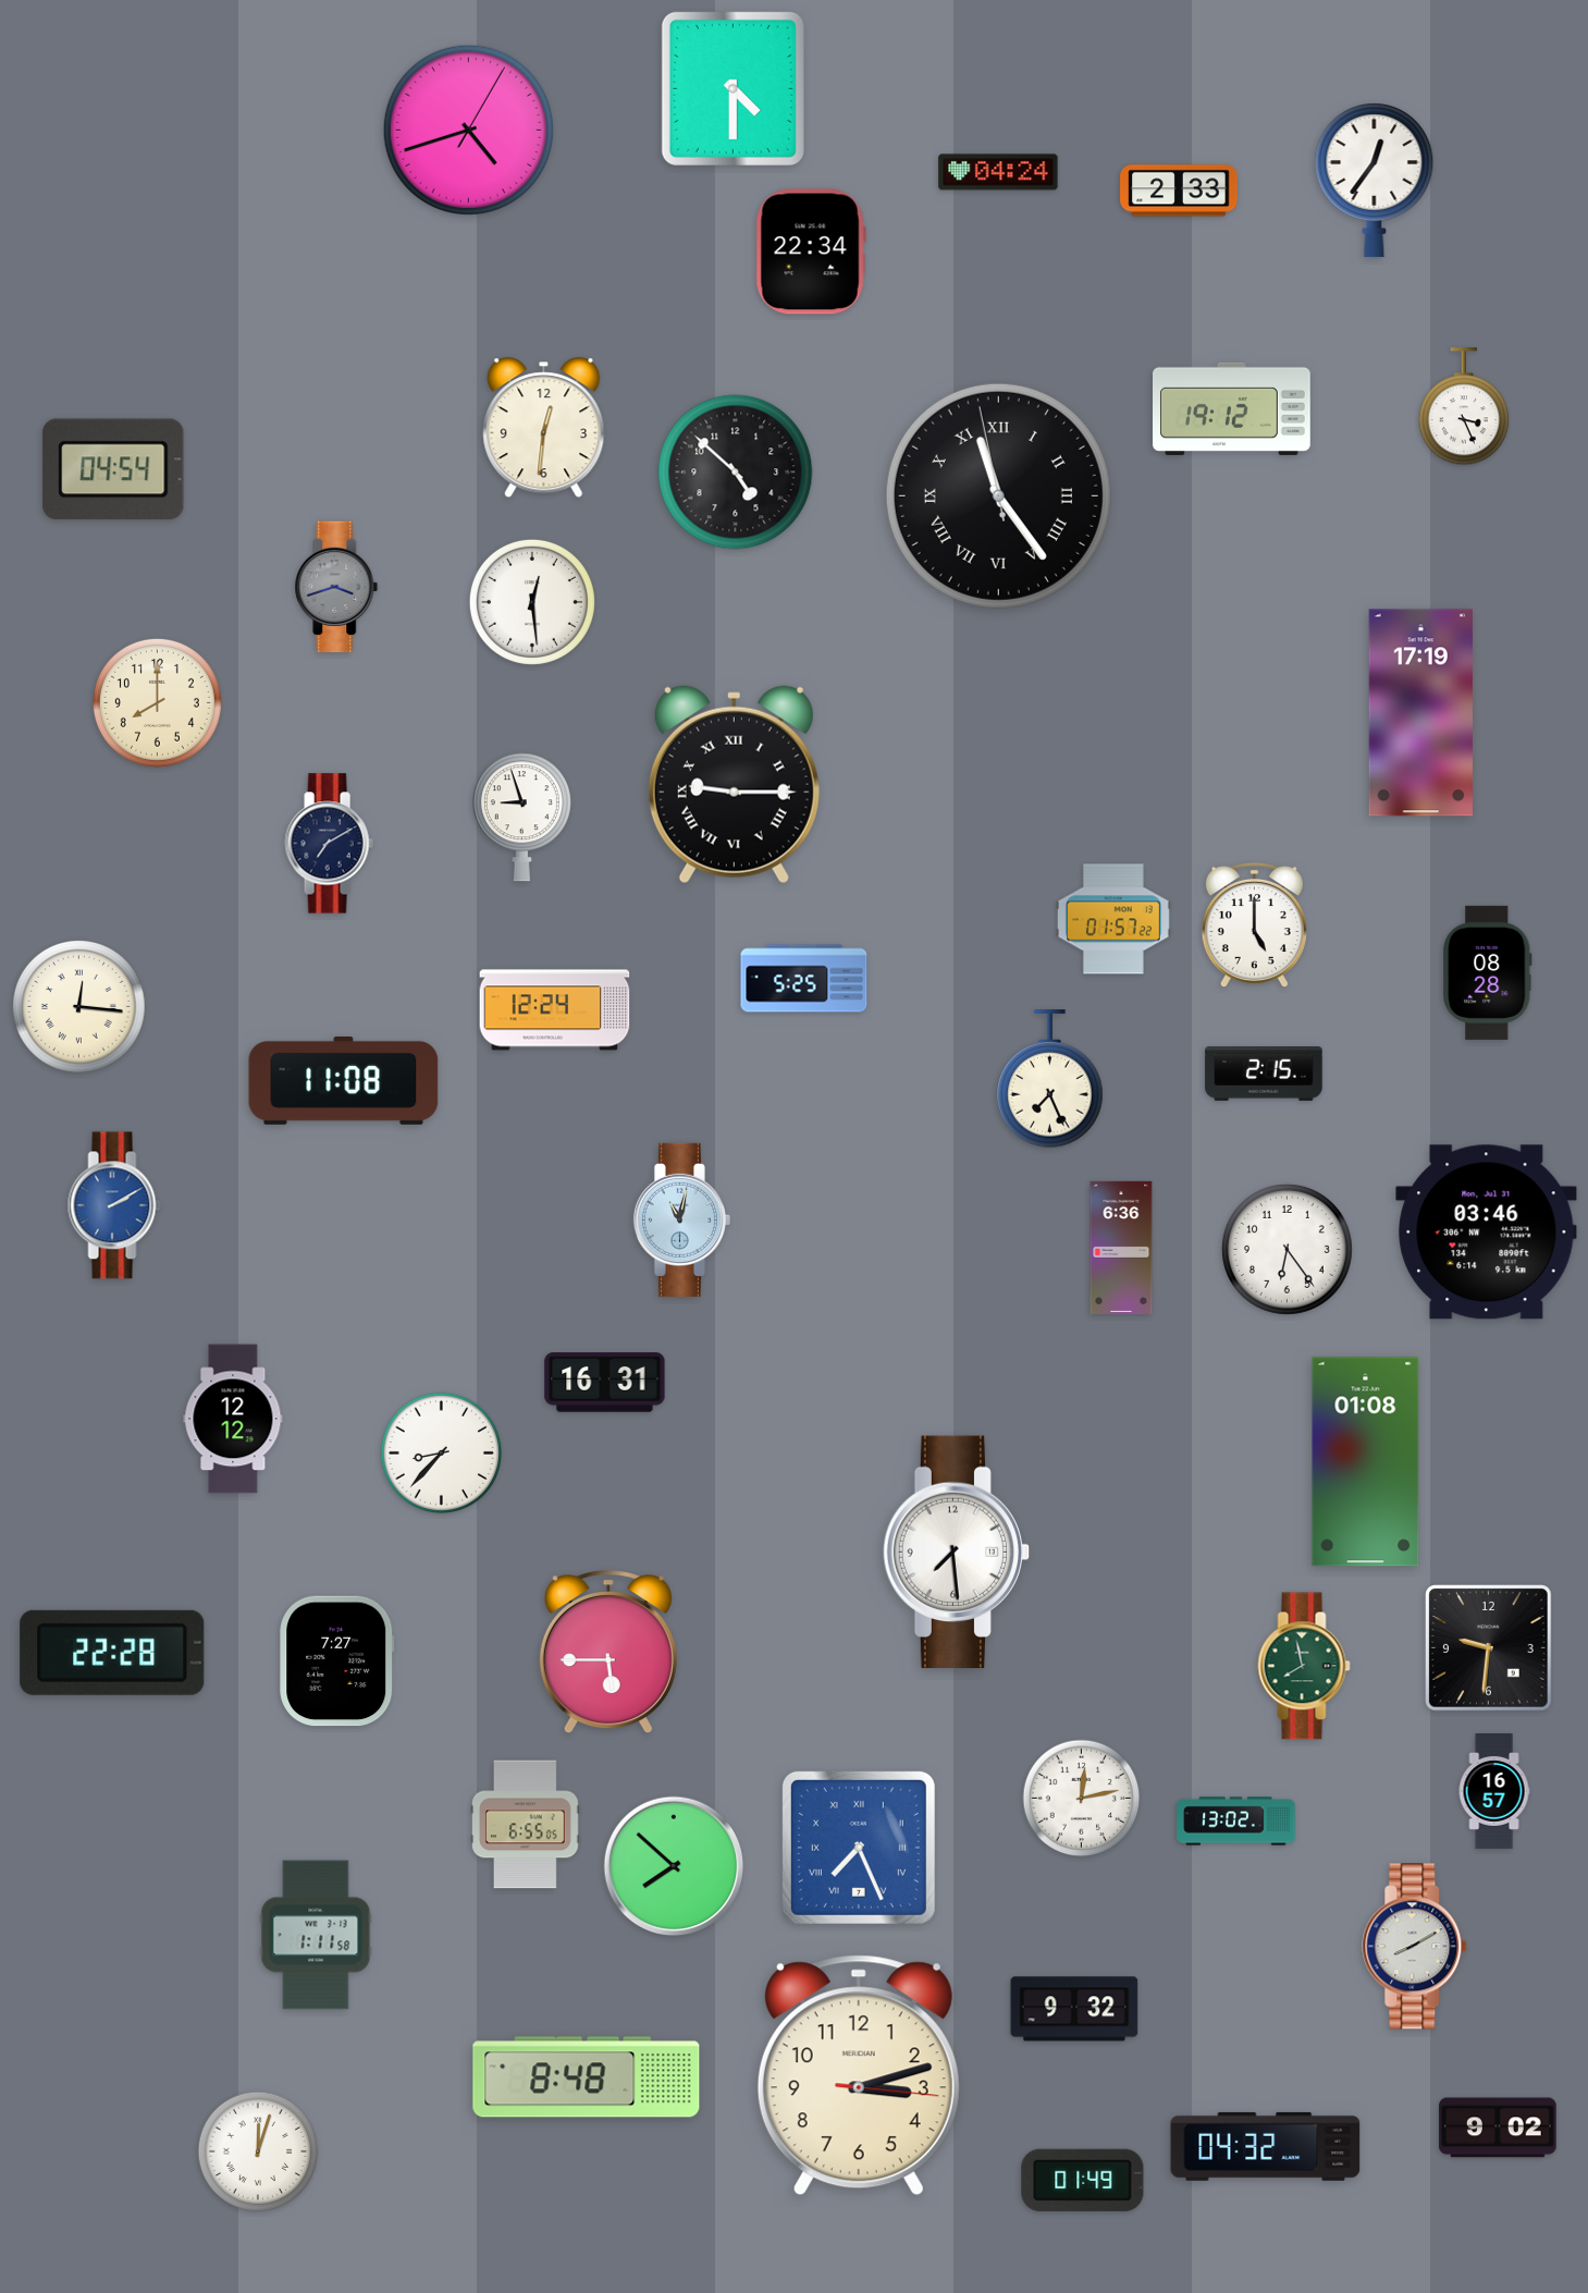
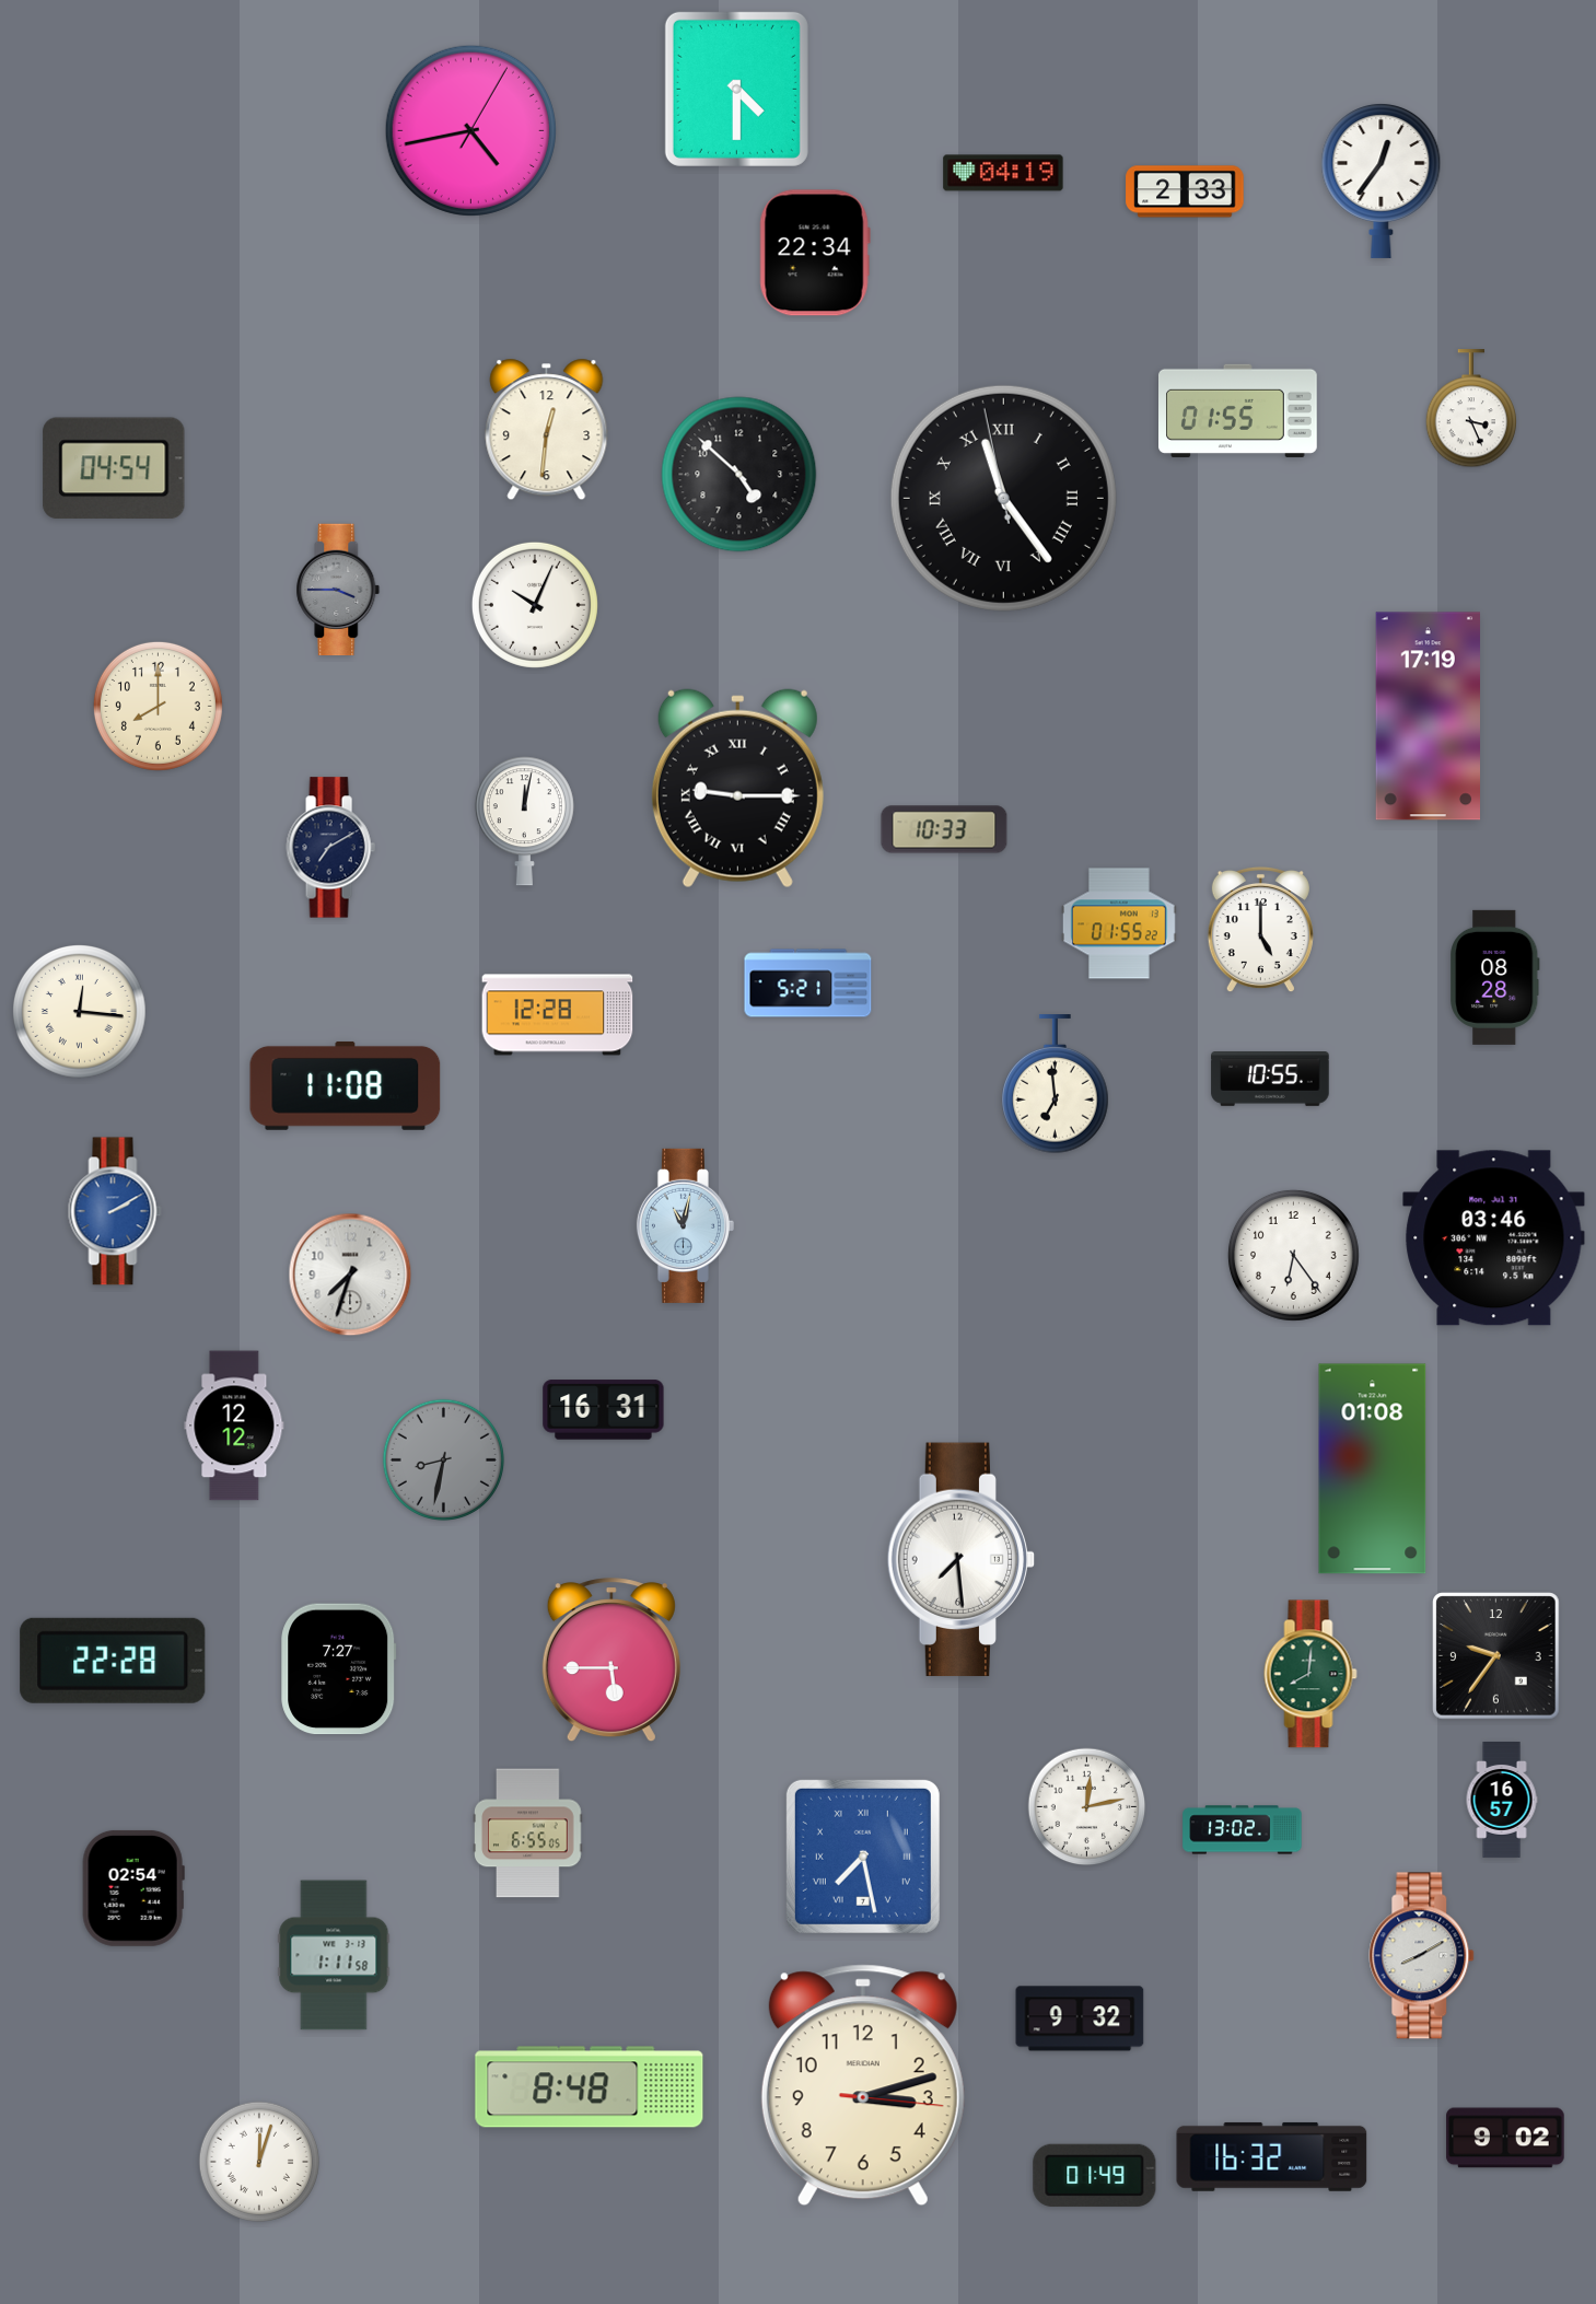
clock at (468, 130): 4:42 -> 4:43
clock at (998, 172): 04:24 -> 04:19
clock at (1232, 408): 19:12 -> 01:55
clock at (113, 469) position: (113, 469) -> (114, 468)
clock at (336, 587): 3:42 -> 3:45
clock at (532, 602): 12:29 -> 10:04
clock at (521, 818): 8:57 -> 12:02
clock at (944, 829): none -> 10:33
clock at (1113, 919): 01:57 -> 01:55
clock at (804, 979): 5:25 -> 5:21
clock at (555, 1010): 12:24 -> 12:28
clock at (1264, 1075): 2:15 -> 10:55
clock at (1050, 1079): 7:26 -> 6:59
clock at (1121, 1248): 6:36 -> none
clock at (350, 1275): none -> 7:33
clock at (605, 1383) position: (605, 1383) -> (604, 1410)
clock at (441, 1452): 8:37 -> 8:32
clock at (441, 1452) dial: white -> grey
clock at (1489, 1648): 9:31 -> 9:36
clock at (1304, 1666): 7:58 -> 8:01
clock at (859, 1848): 7:26 -> 7:28
clock at (674, 1866): 7:52 -> none
clock at (133, 1888): none -> 02:54
clock at (316, 1935) position: (316, 1935) -> (334, 1955)
clock at (1266, 2146): 04:32 -> 16:32
clock at (1083, 2180) position: (1083, 2180) -> (1095, 2175)
